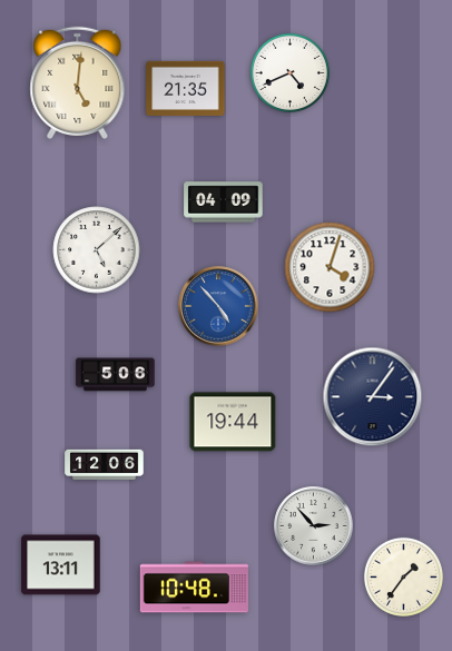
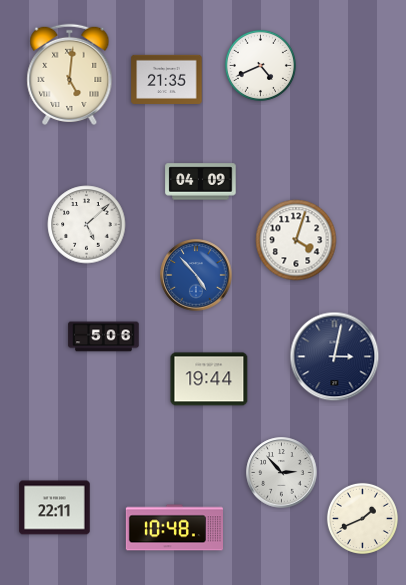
clock at (373, 397): 3:06 -> 3:02
clock at (105, 465): 12:06 -> none
clock at (61, 565): 13:11 -> 22:11
clock at (403, 576): 1:36 -> 1:41
